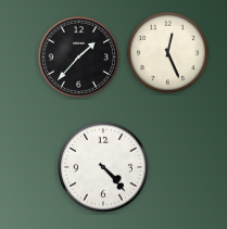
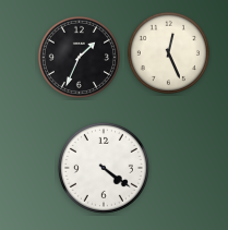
clock at (78, 56): 1:37 -> 1:34
clock at (103, 167): 4:23 -> 4:21
